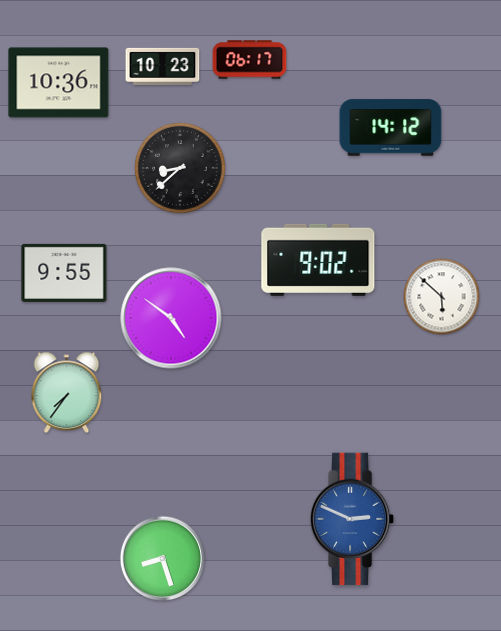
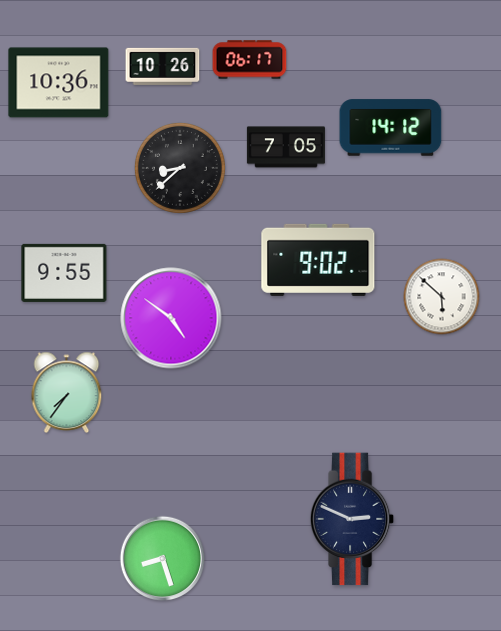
clock at (163, 66): 10:23 -> 10:26
clock at (286, 147): none -> 7:05
clock at (352, 519) dial: blue -> navy
